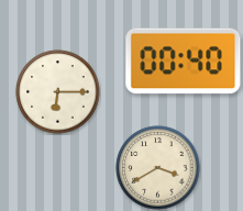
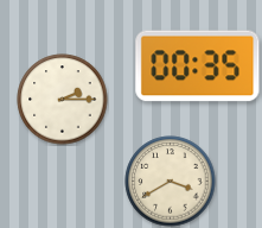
clock at (184, 62): 00:40 -> 00:35
clock at (58, 92): 6:15 -> 2:15
